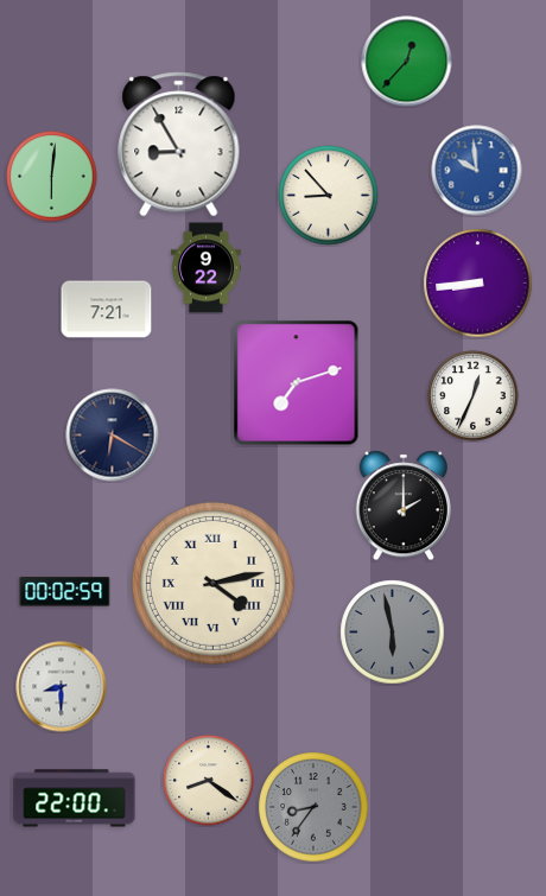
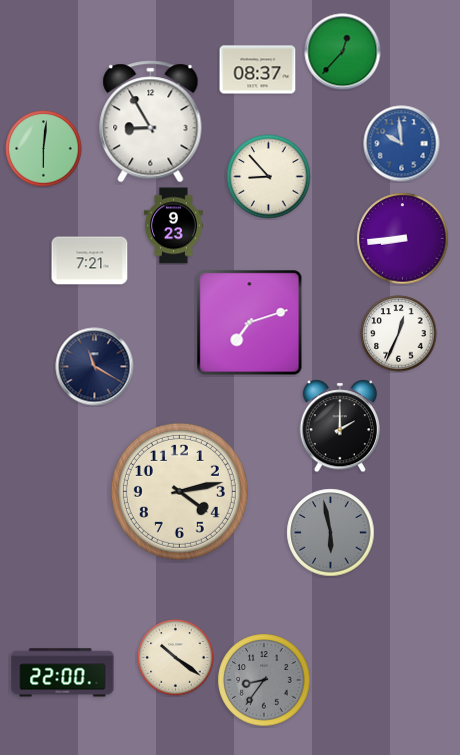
clock at (258, 70): none -> 08:37
clock at (329, 196) position: (329, 196) -> (269, 177)
clock at (205, 268): 9:22 -> 9:23
clock at (113, 436): 6:20 -> 11:20
clock at (212, 583) numerals: Roman -> Arabic
clock at (65, 592): 00:02 -> none
clock at (62, 687): 8:30 -> none
clock at (209, 781): 8:21 -> 10:21
